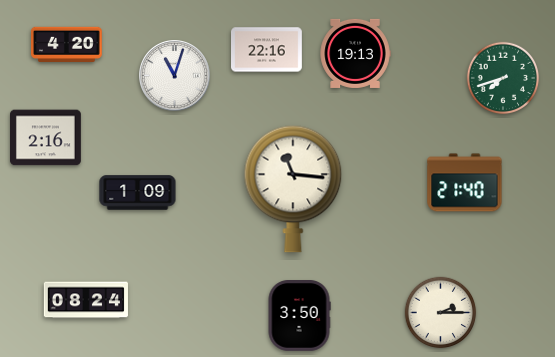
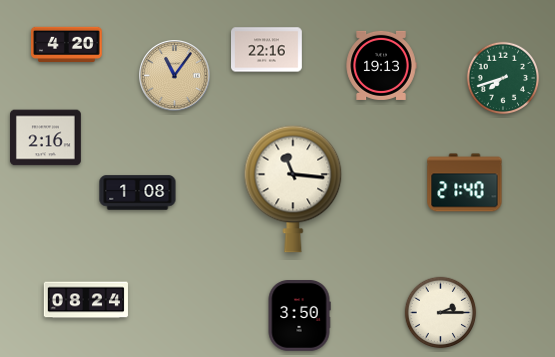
clock at (355, 53) position: (355, 53) -> (381, 65)
clock at (175, 76): 11:03 -> 11:06
clock at (175, 76) dial: white -> champagne
clock at (138, 193): 1:09 -> 1:08
